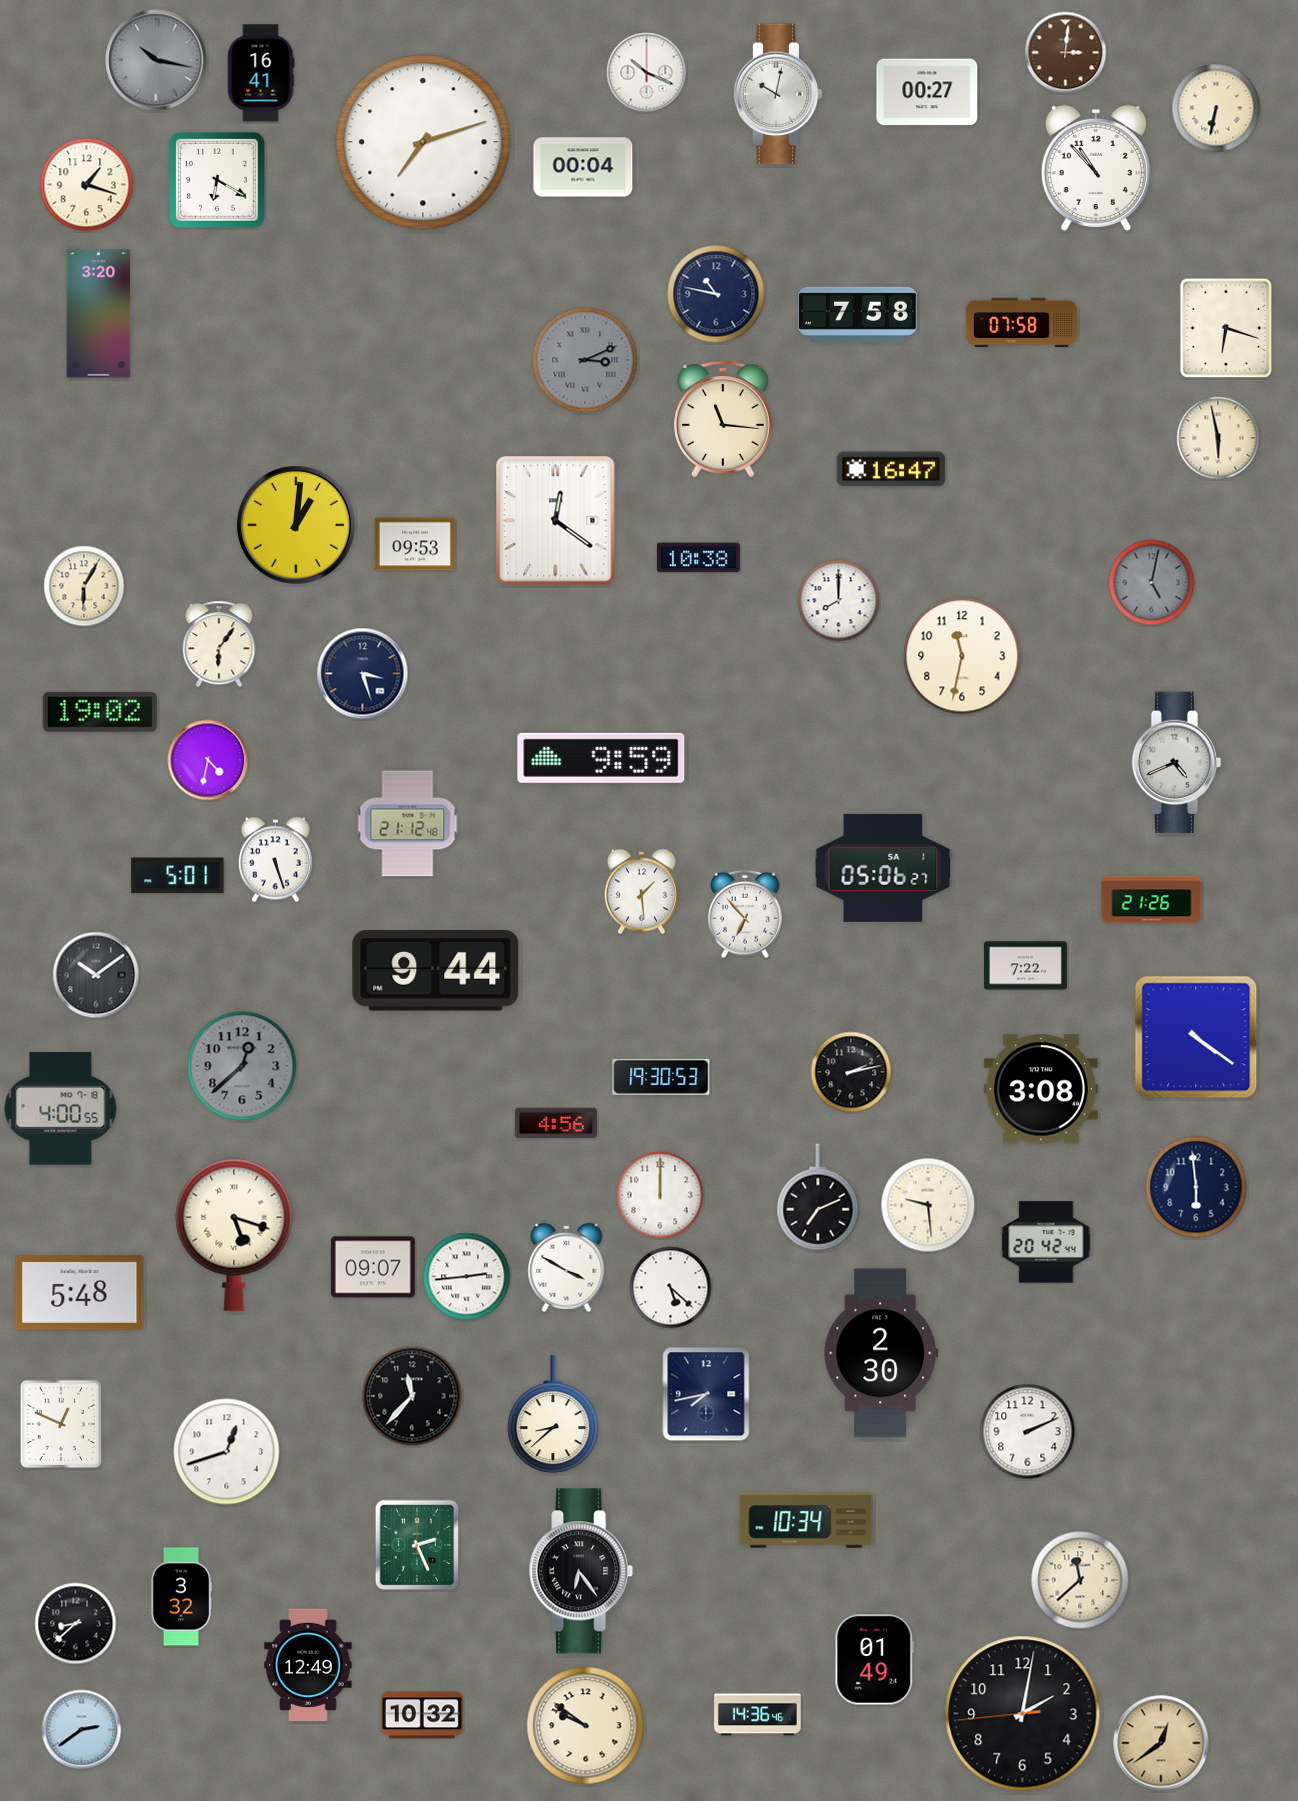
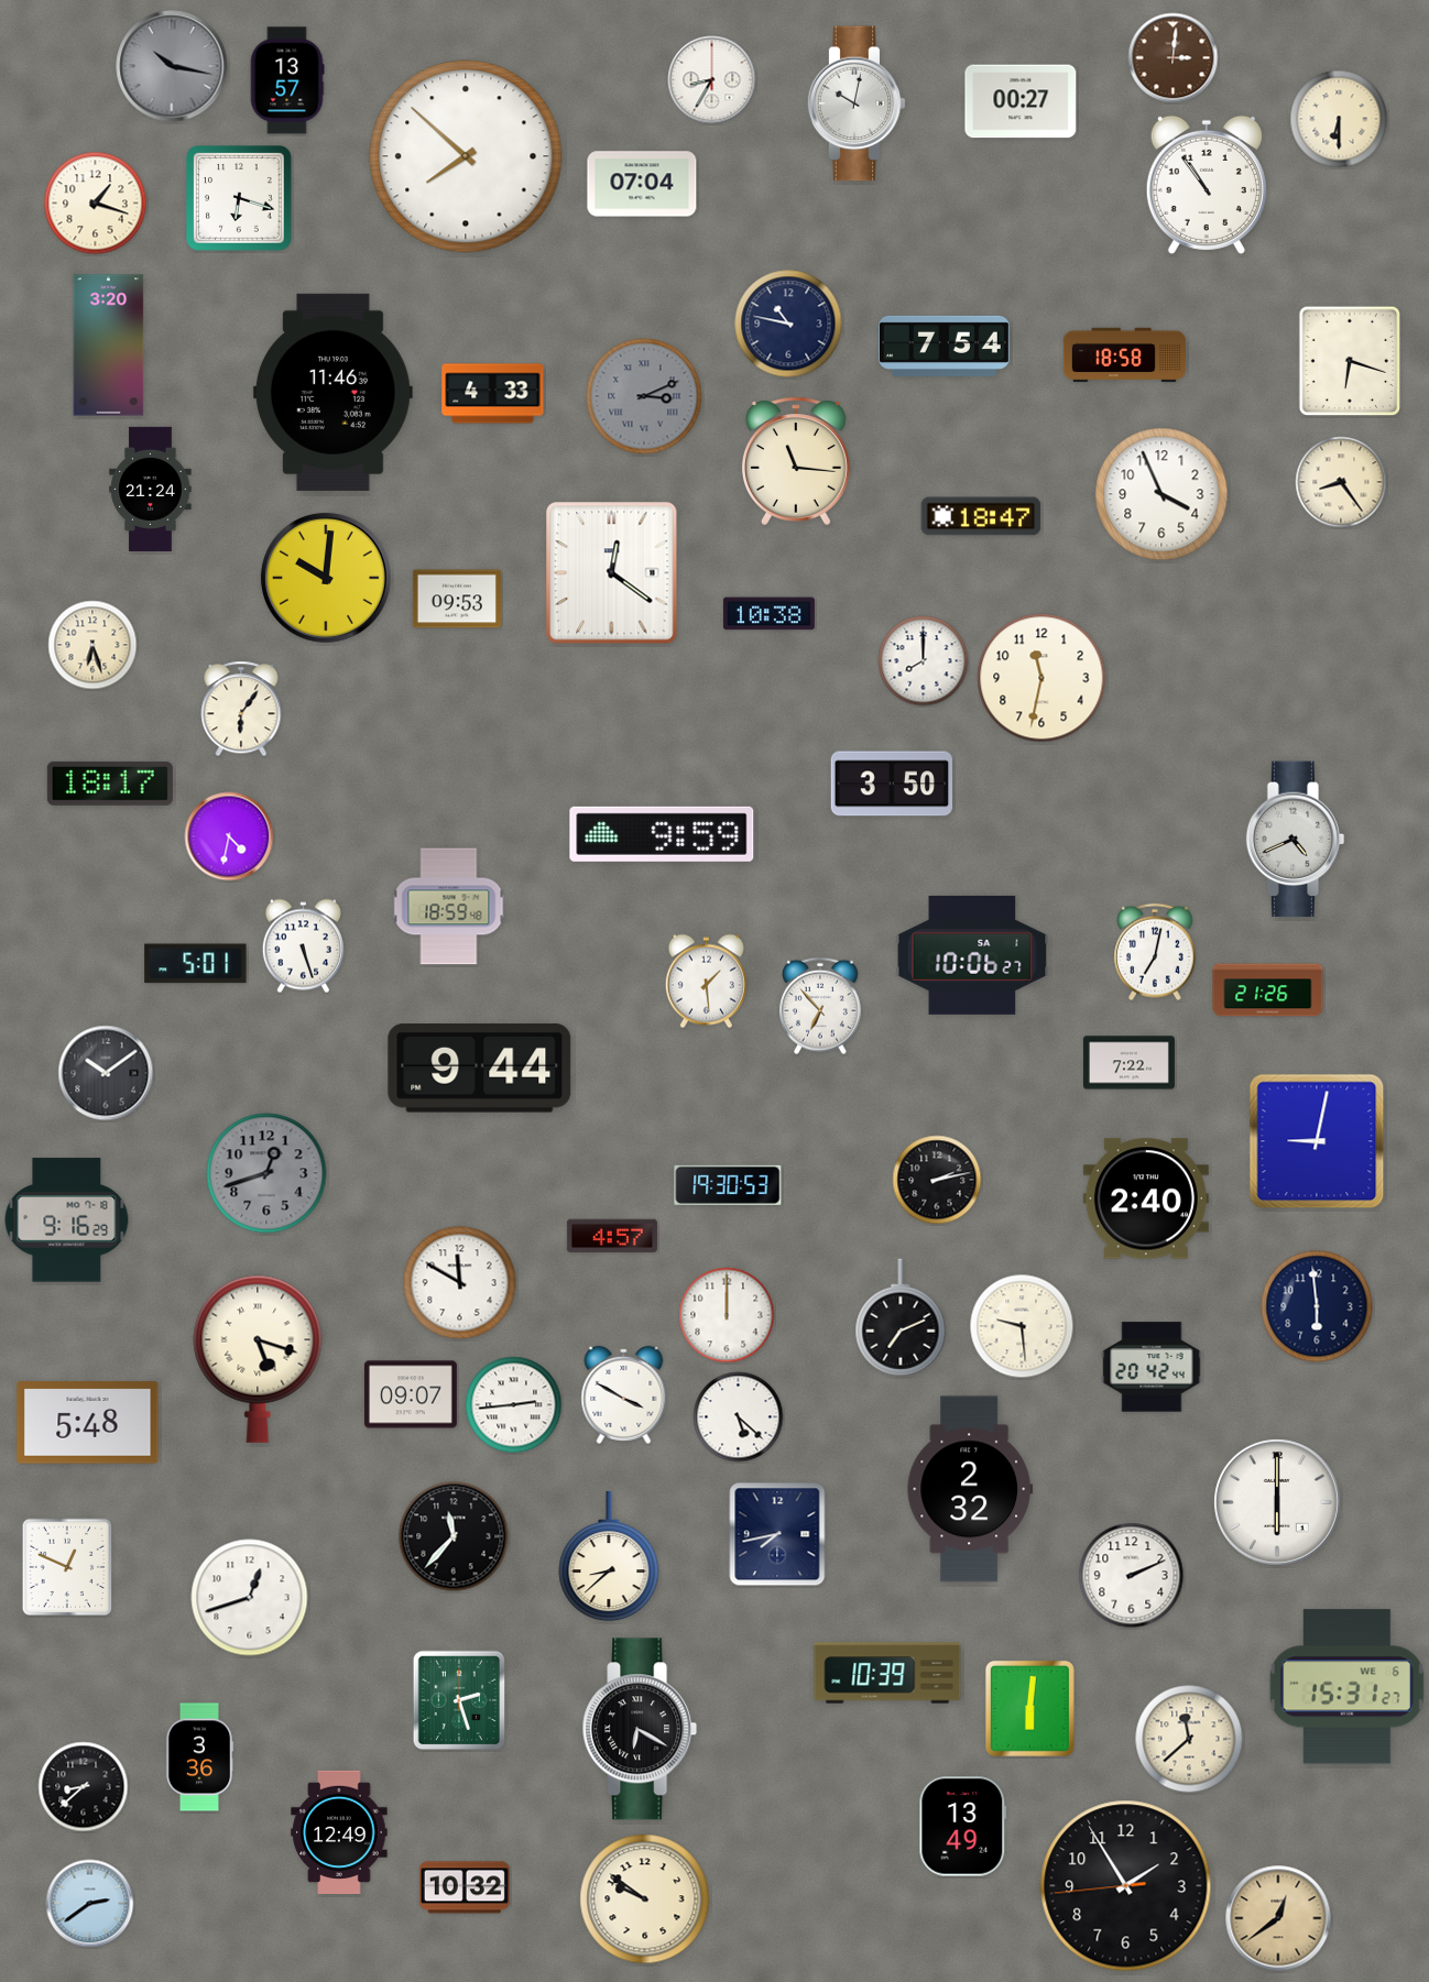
clock at (261, 73): 16:41 -> 13:57
clock at (647, 73): 10:19 -> 8:35
clock at (1216, 108): 6:32 -> 6:30
clock at (423, 142): 7:12 -> 7:52
clock at (583, 167): 00:04 -> 07:04
clock at (1096, 168): 10:53 -> 10:54
clock at (218, 181): 6:20 -> 6:18
clock at (858, 314): 7:58 -> 7:54
clock at (1022, 323): 07:58 -> 18:58
clock at (332, 392): none -> 11:46
clock at (493, 394): none -> 4:33
clock at (1218, 438): 5:58 -> 8:24
clock at (151, 489): none -> 21:24
clock at (1161, 494): none -> 3:56
clock at (891, 469): 16:47 -> 18:47
clock at (296, 525): 1:01 -> 10:01
clock at (1152, 583): 5:02 -> none
clock at (84, 586): 6:05 -> 6:27
clock at (962, 656) position: (962, 656) -> (1041, 678)
clock at (363, 674): 3:27 -> none
clock at (100, 712): 19:02 -> 18:17
clock at (892, 784): none -> 3:50
clock at (408, 824): 21:12 -> 18:59
clock at (1156, 952): none -> 7:02
clock at (883, 868): 05:06 -> 10:06
clock at (1196, 1037): 4:21 -> 9:02
clock at (242, 1066): 12:38 -> 12:42
clock at (1041, 1089): 3:08 -> 2:40
clock at (61, 1109): 4:00 -> 9:16
clock at (556, 1123): 4:56 -> 4:57
clock at (460, 1283): none -> 11:50
clock at (881, 1353): 2:30 -> 2:32
clock at (1278, 1503): none -> 6:00
clock at (806, 1520): 10:34 -> 10:39
clock at (1346, 1687): none -> 15:31
clock at (417, 1545): 2:26 -> 2:27
clock at (1029, 1708): none -> 6:01
clock at (581, 1571): 6:24 -> 6:20
clock at (181, 1597): 3:32 -> 3:36
clock at (875, 1660): 01:49 -> 13:49
clock at (1023, 1714): 2:01 -> 1:54
clock at (758, 1715): 14:36 -> none
